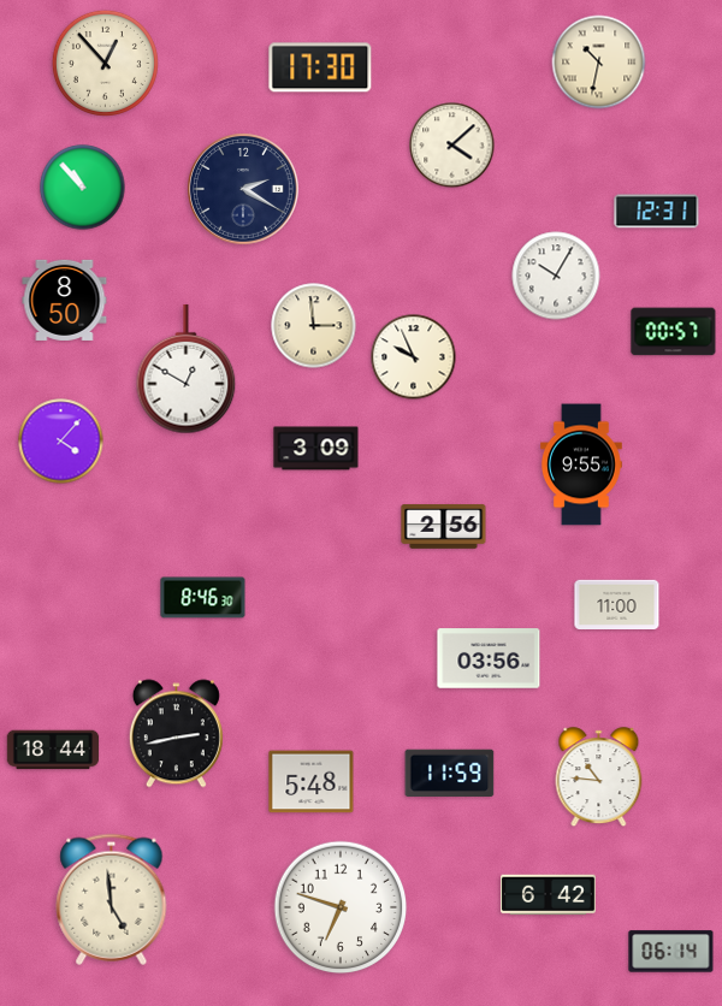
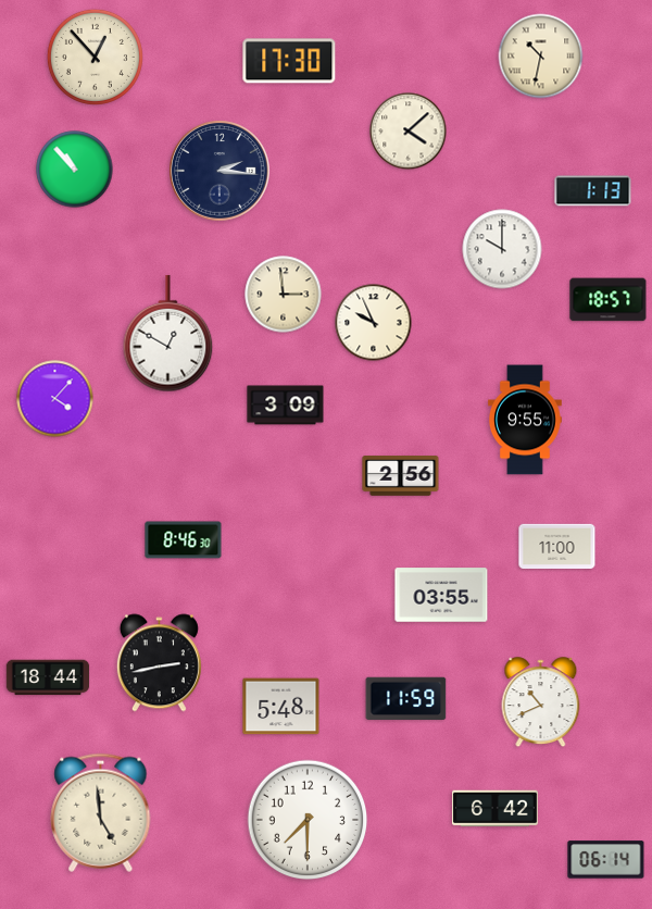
clock at (244, 190): 2:20 -> 2:16
clock at (657, 212): 12:31 -> 1:13
clock at (556, 276): 10:05 -> 10:00
clock at (65, 300): 8:50 -> none
clock at (674, 332): 00:57 -> 18:57
clock at (489, 658): 03:56 -> 03:55
clock at (599, 777): 10:46 -> 10:41
clock at (341, 907): 6:48 -> 7:30
